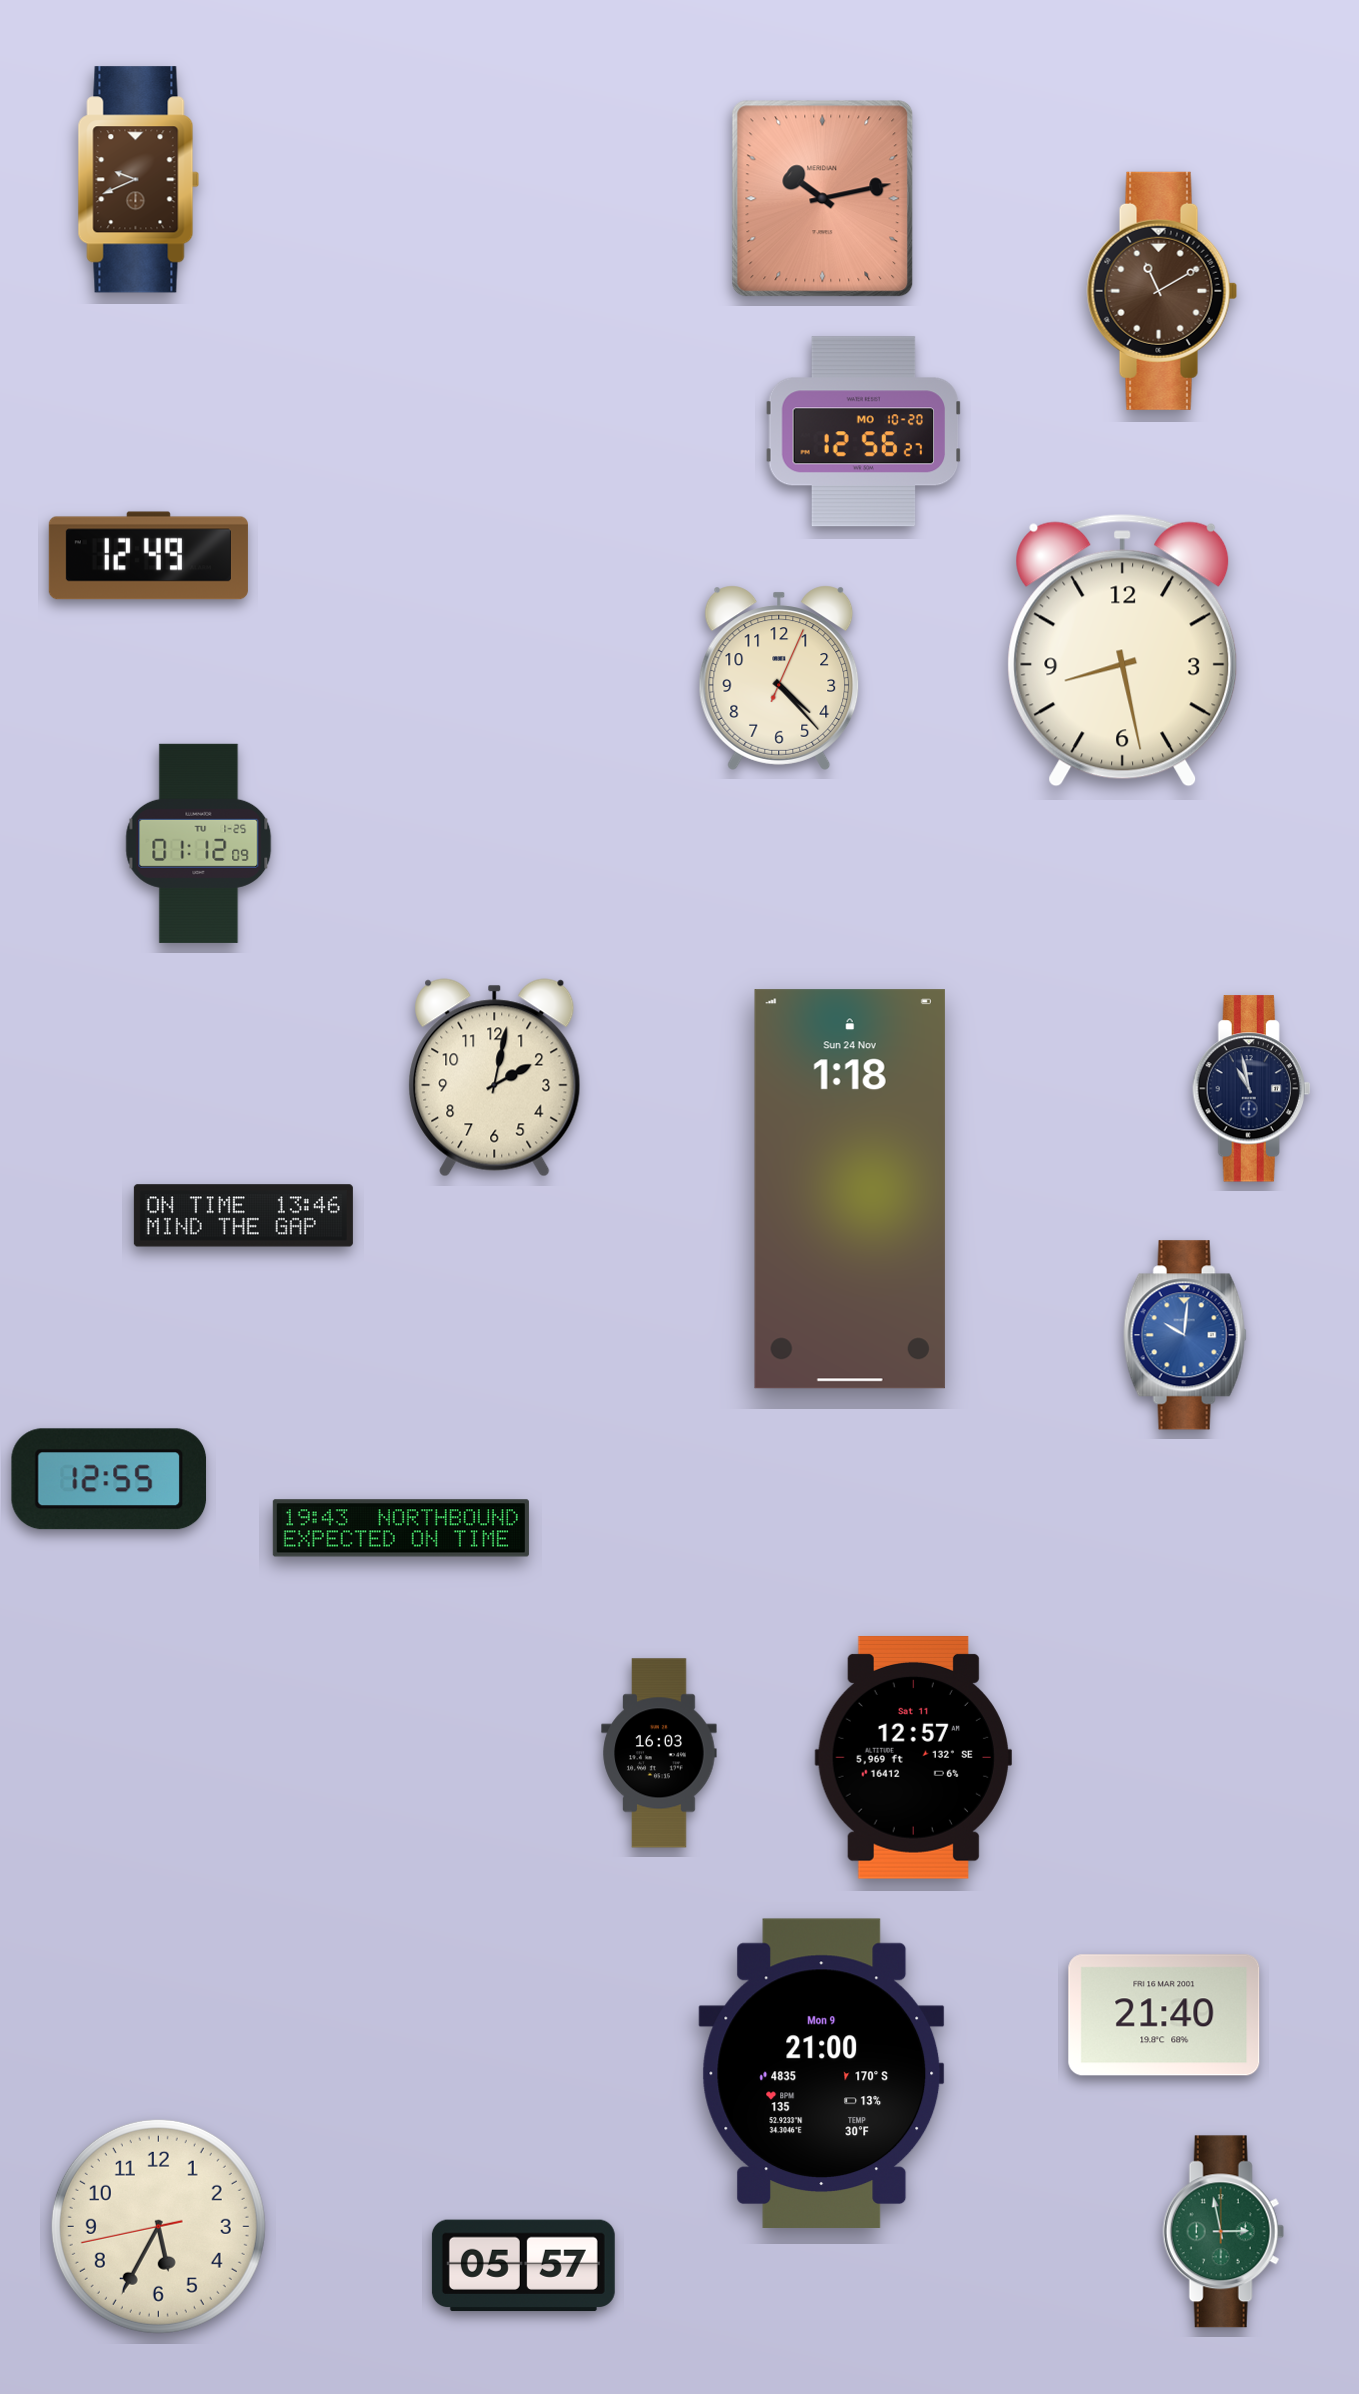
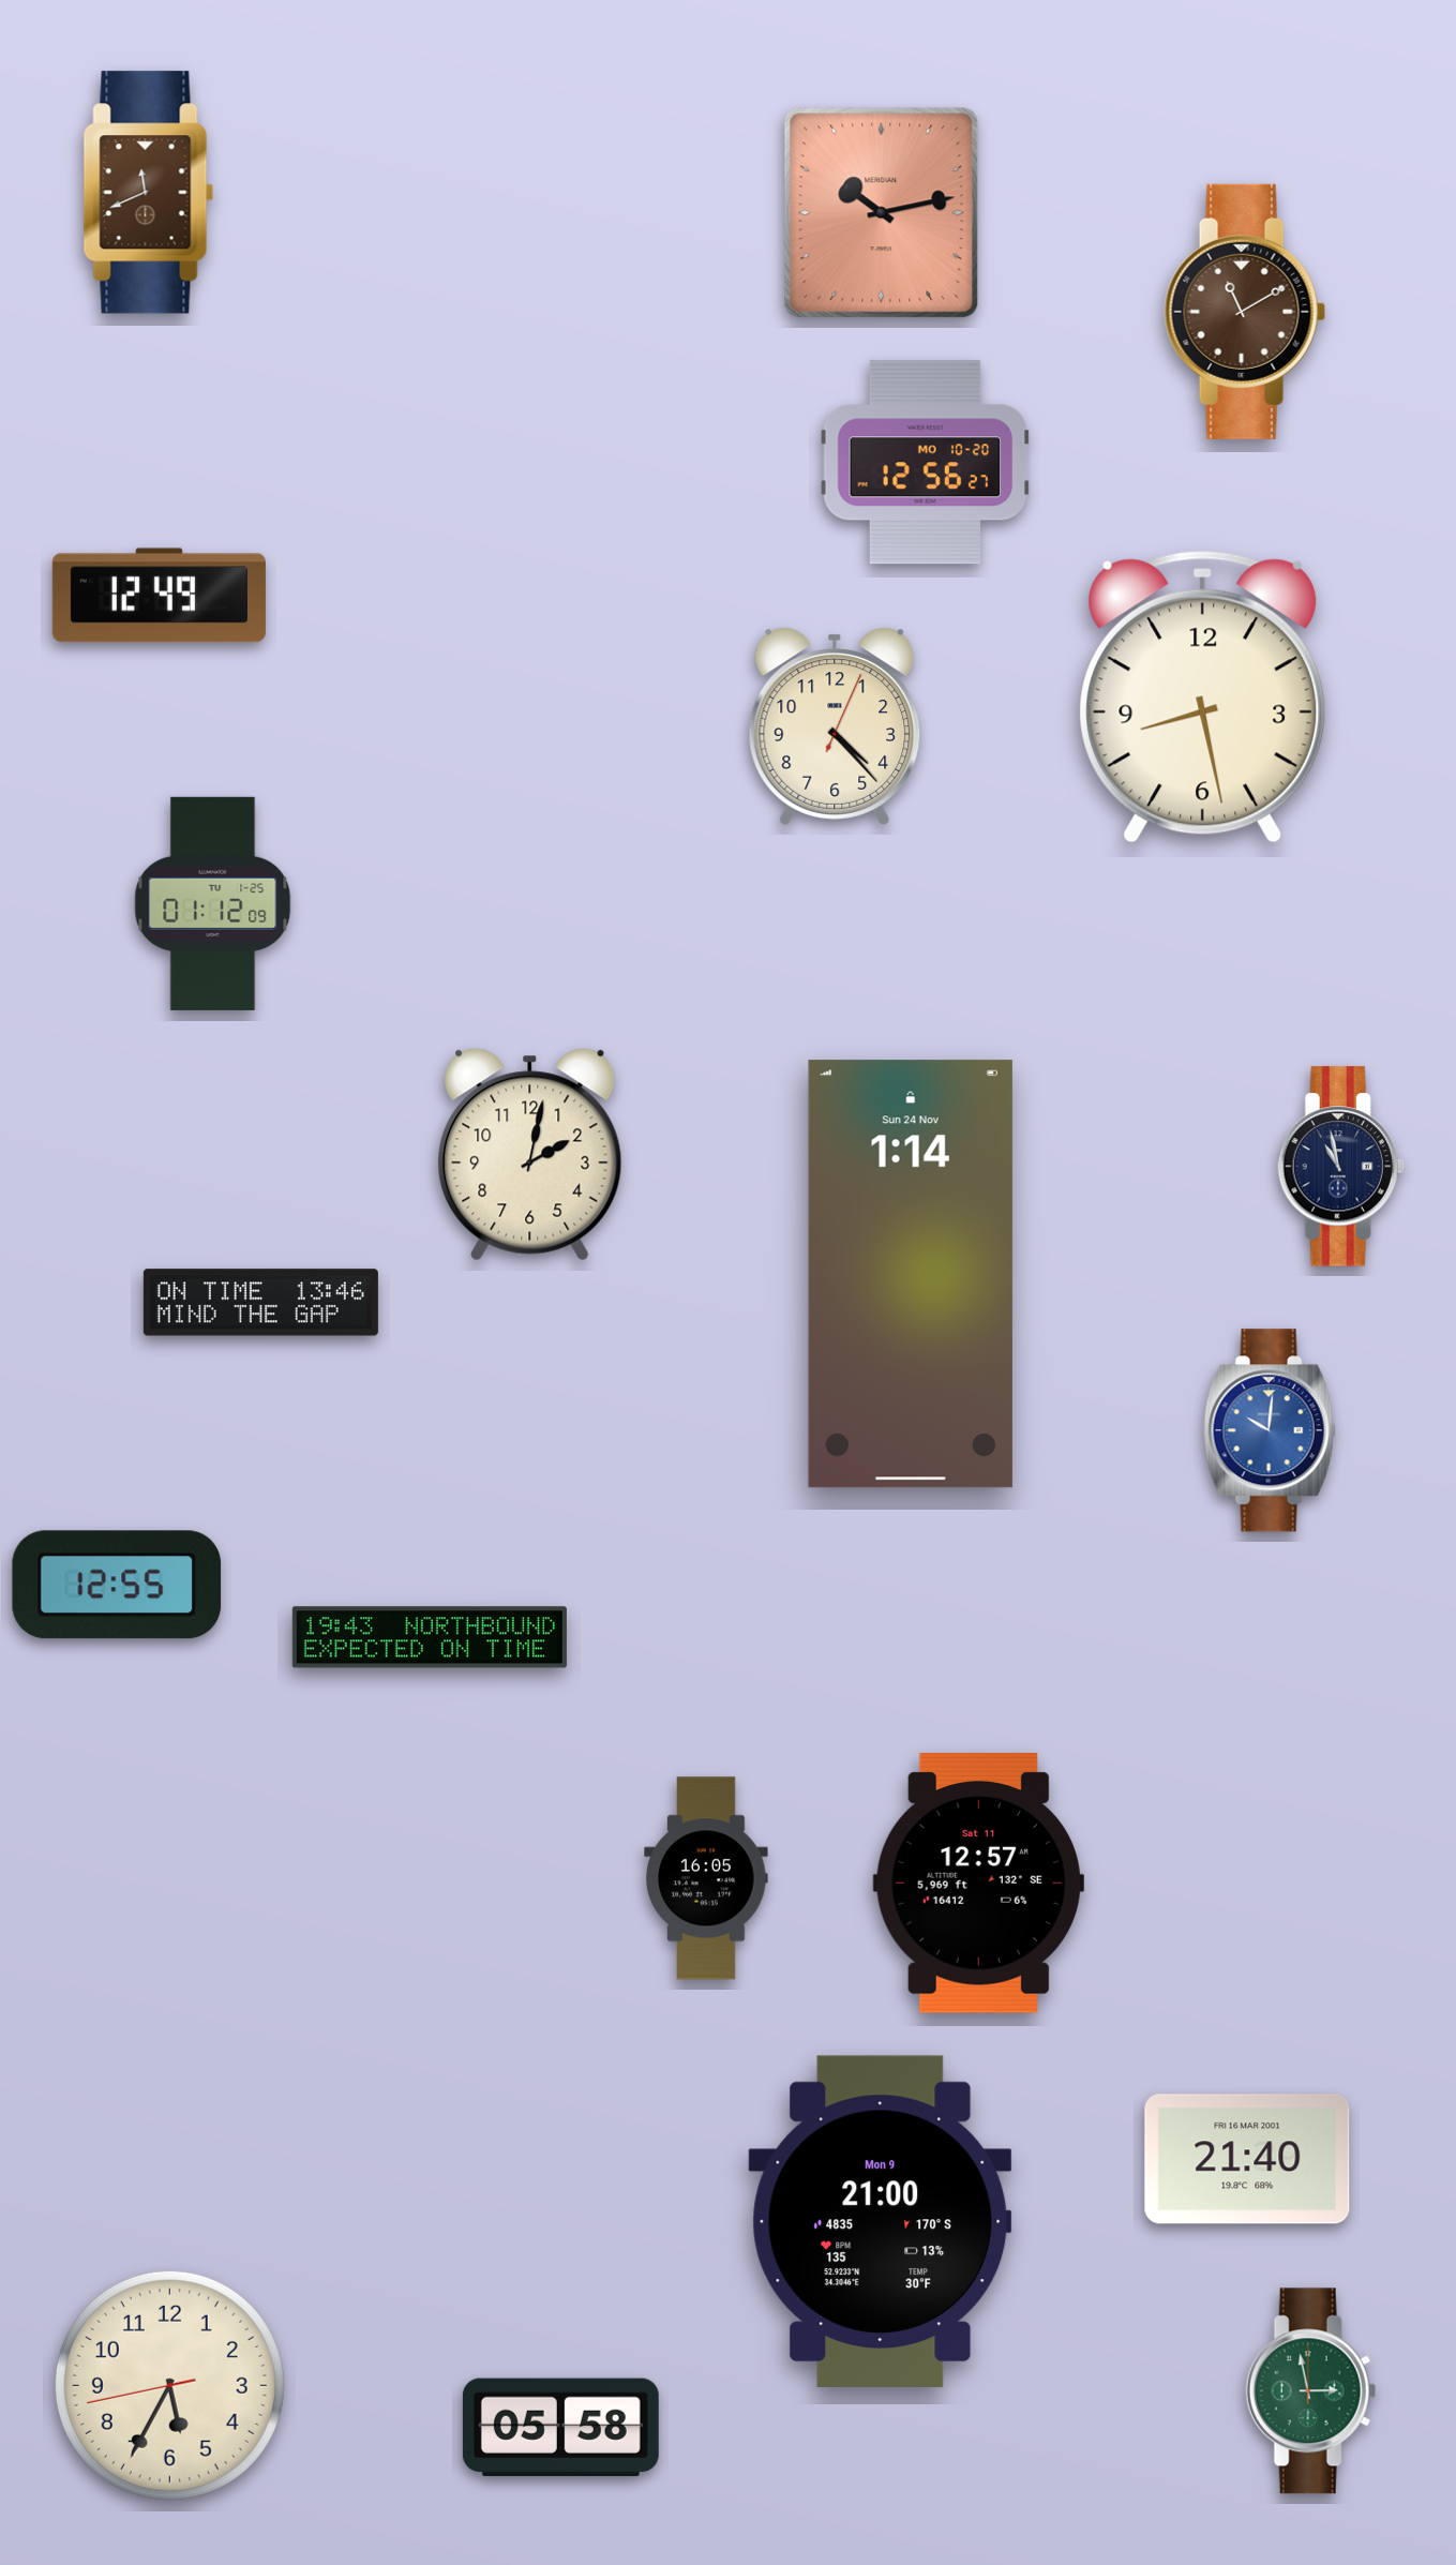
clock at (139, 180): 9:41 -> 11:41
clock at (850, 1189): 1:18 -> 1:14
clock at (659, 1753): 16:03 -> 16:05
clock at (523, 2266): 05:57 -> 05:58
